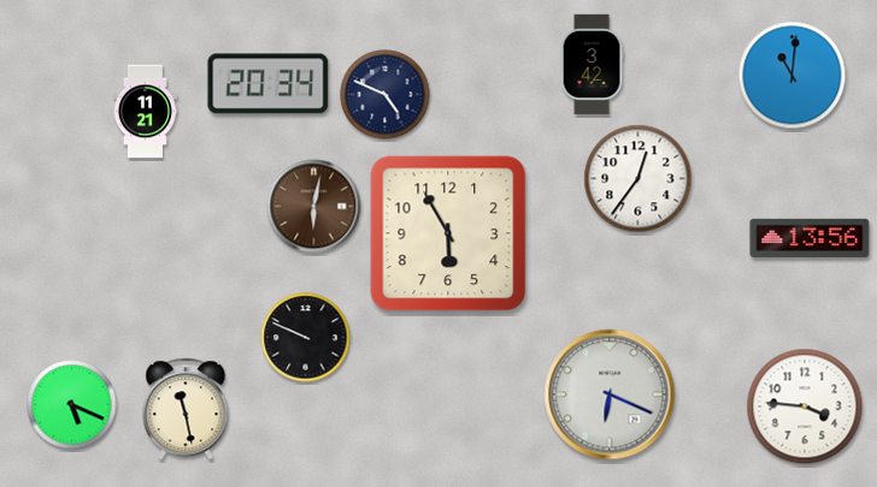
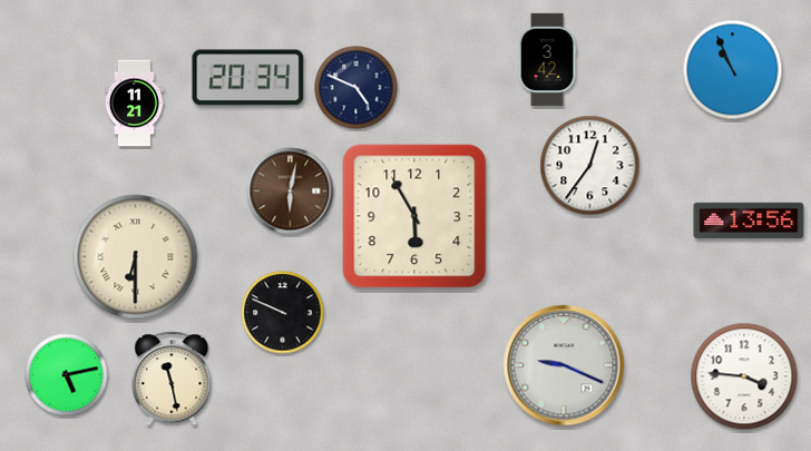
clock at (793, 76): 11:01 -> 10:56
clock at (136, 257): none -> 6:30
clock at (610, 394): 6:19 -> 9:19
clock at (72, 405): 5:19 -> 5:13
